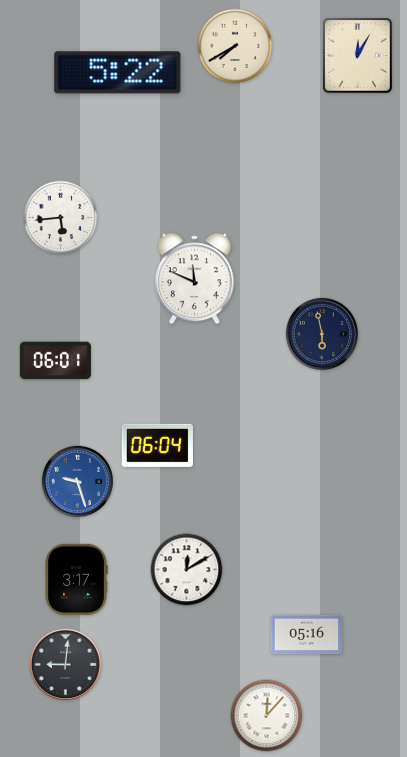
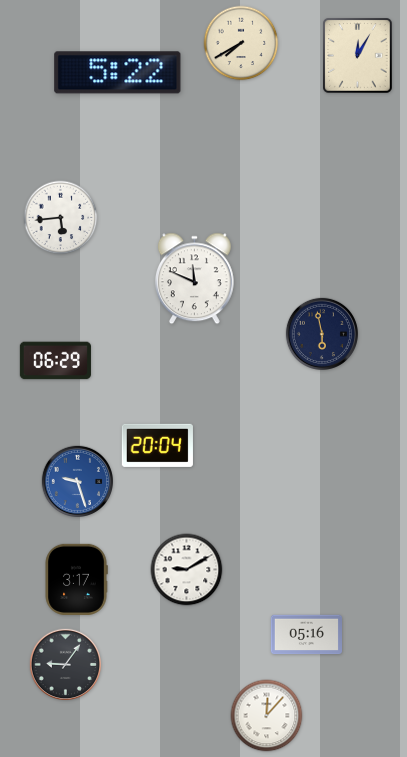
clock at (235, 46) position: (235, 46) -> (241, 43)
clock at (55, 361): 06:01 -> 06:29
clock at (157, 445): 06:04 -> 20:04
clock at (187, 570): 12:10 -> 9:10
clock at (65, 664): 9:01 -> 9:06
